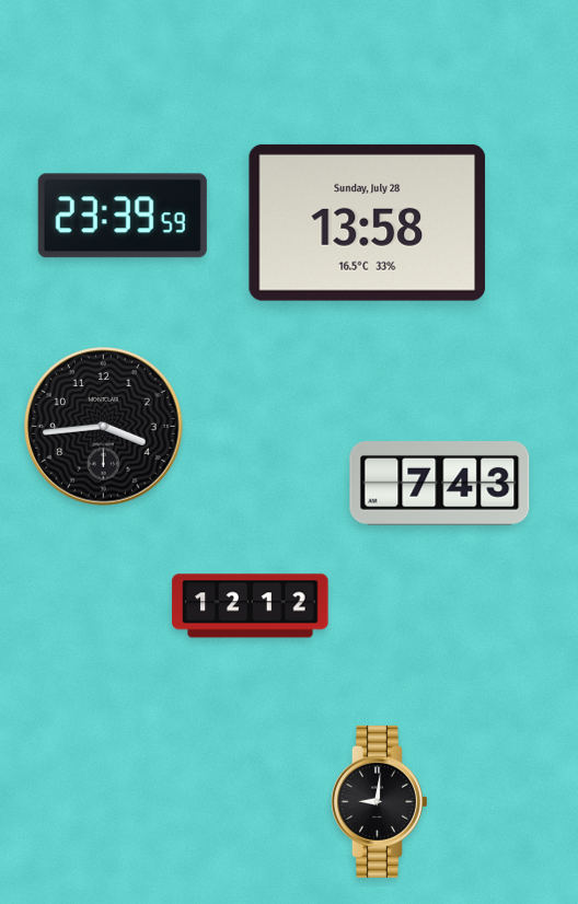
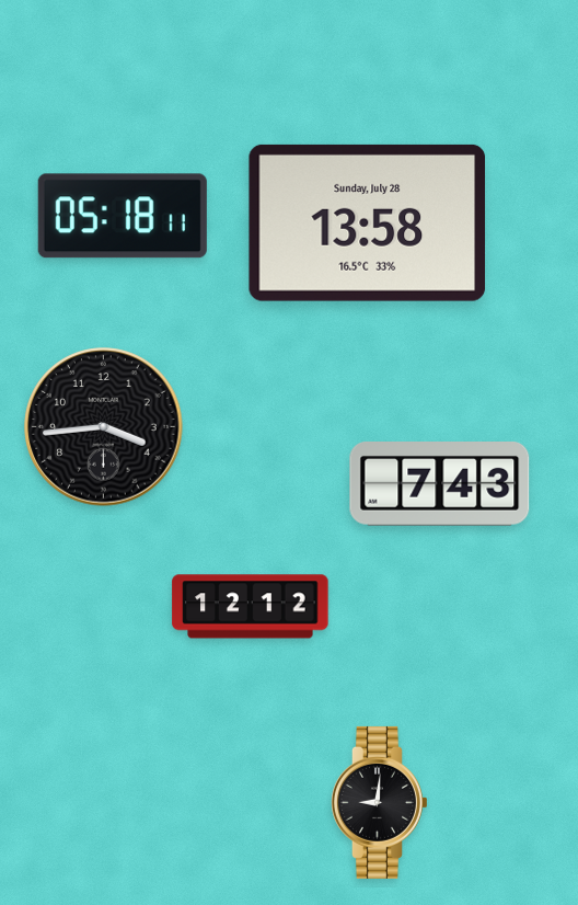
clock at (123, 216): 23:39 -> 05:18
